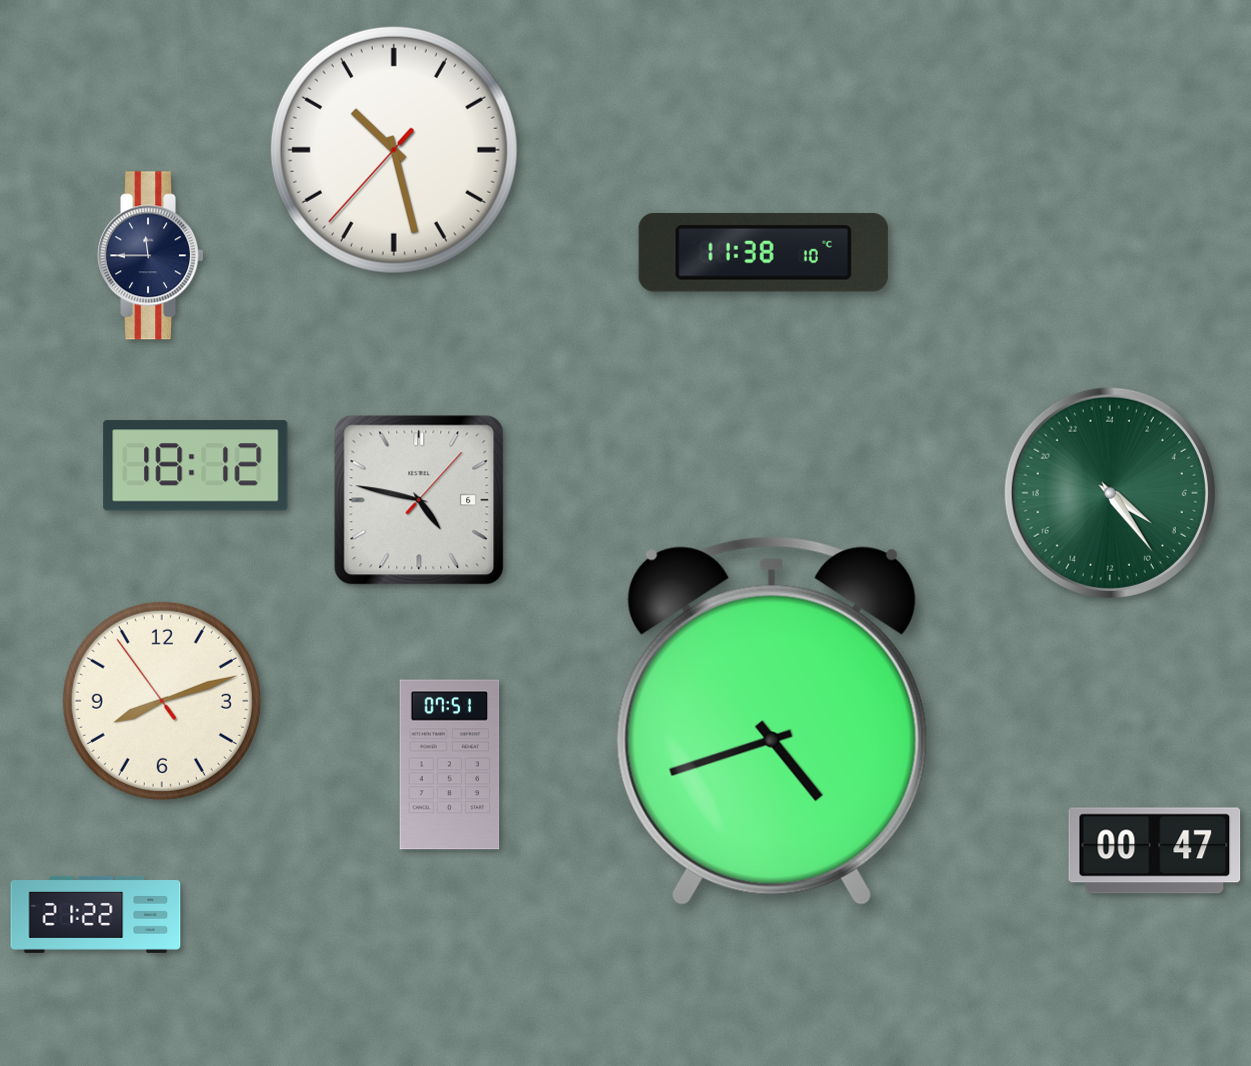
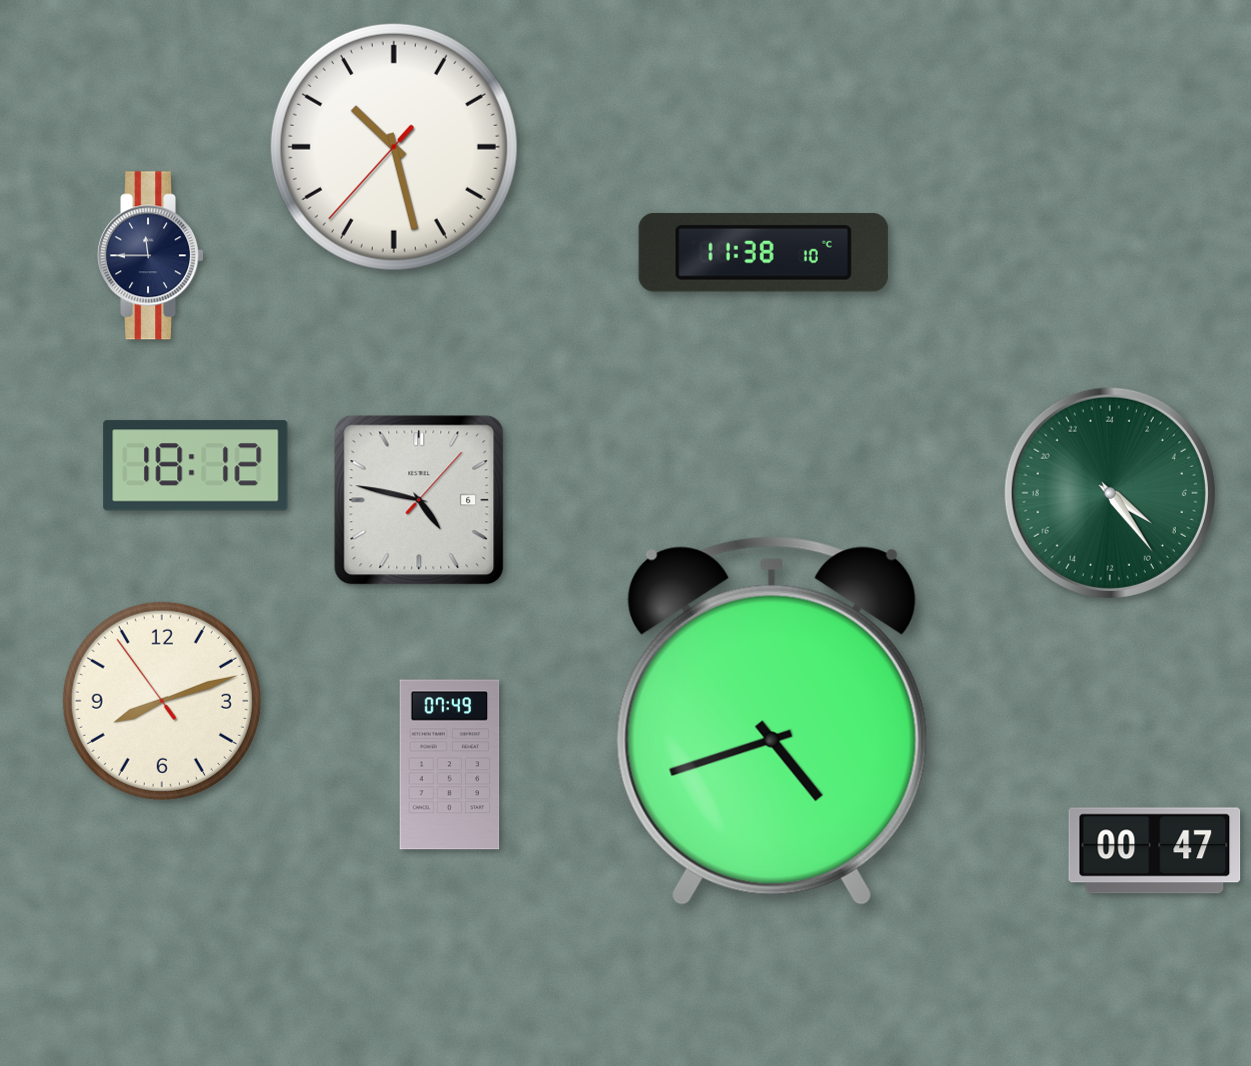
clock at (394, 150) position: (394, 150) -> (394, 147)
clock at (450, 765): 07:51 -> 07:49
clock at (96, 914): 21:22 -> none
